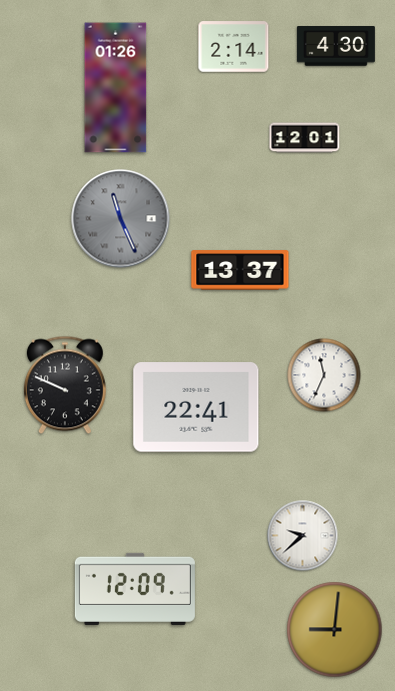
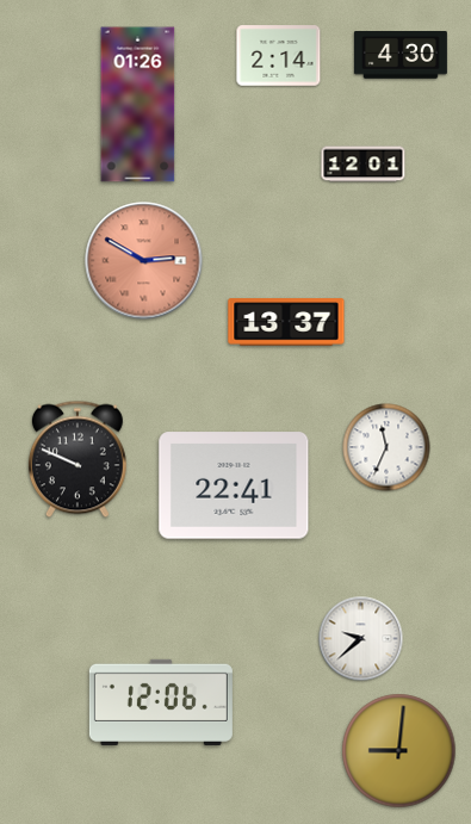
clock at (121, 219): 11:26 -> 2:50
clock at (121, 219) dial: grey -> salmon
clock at (135, 589): 12:09 -> 12:06
